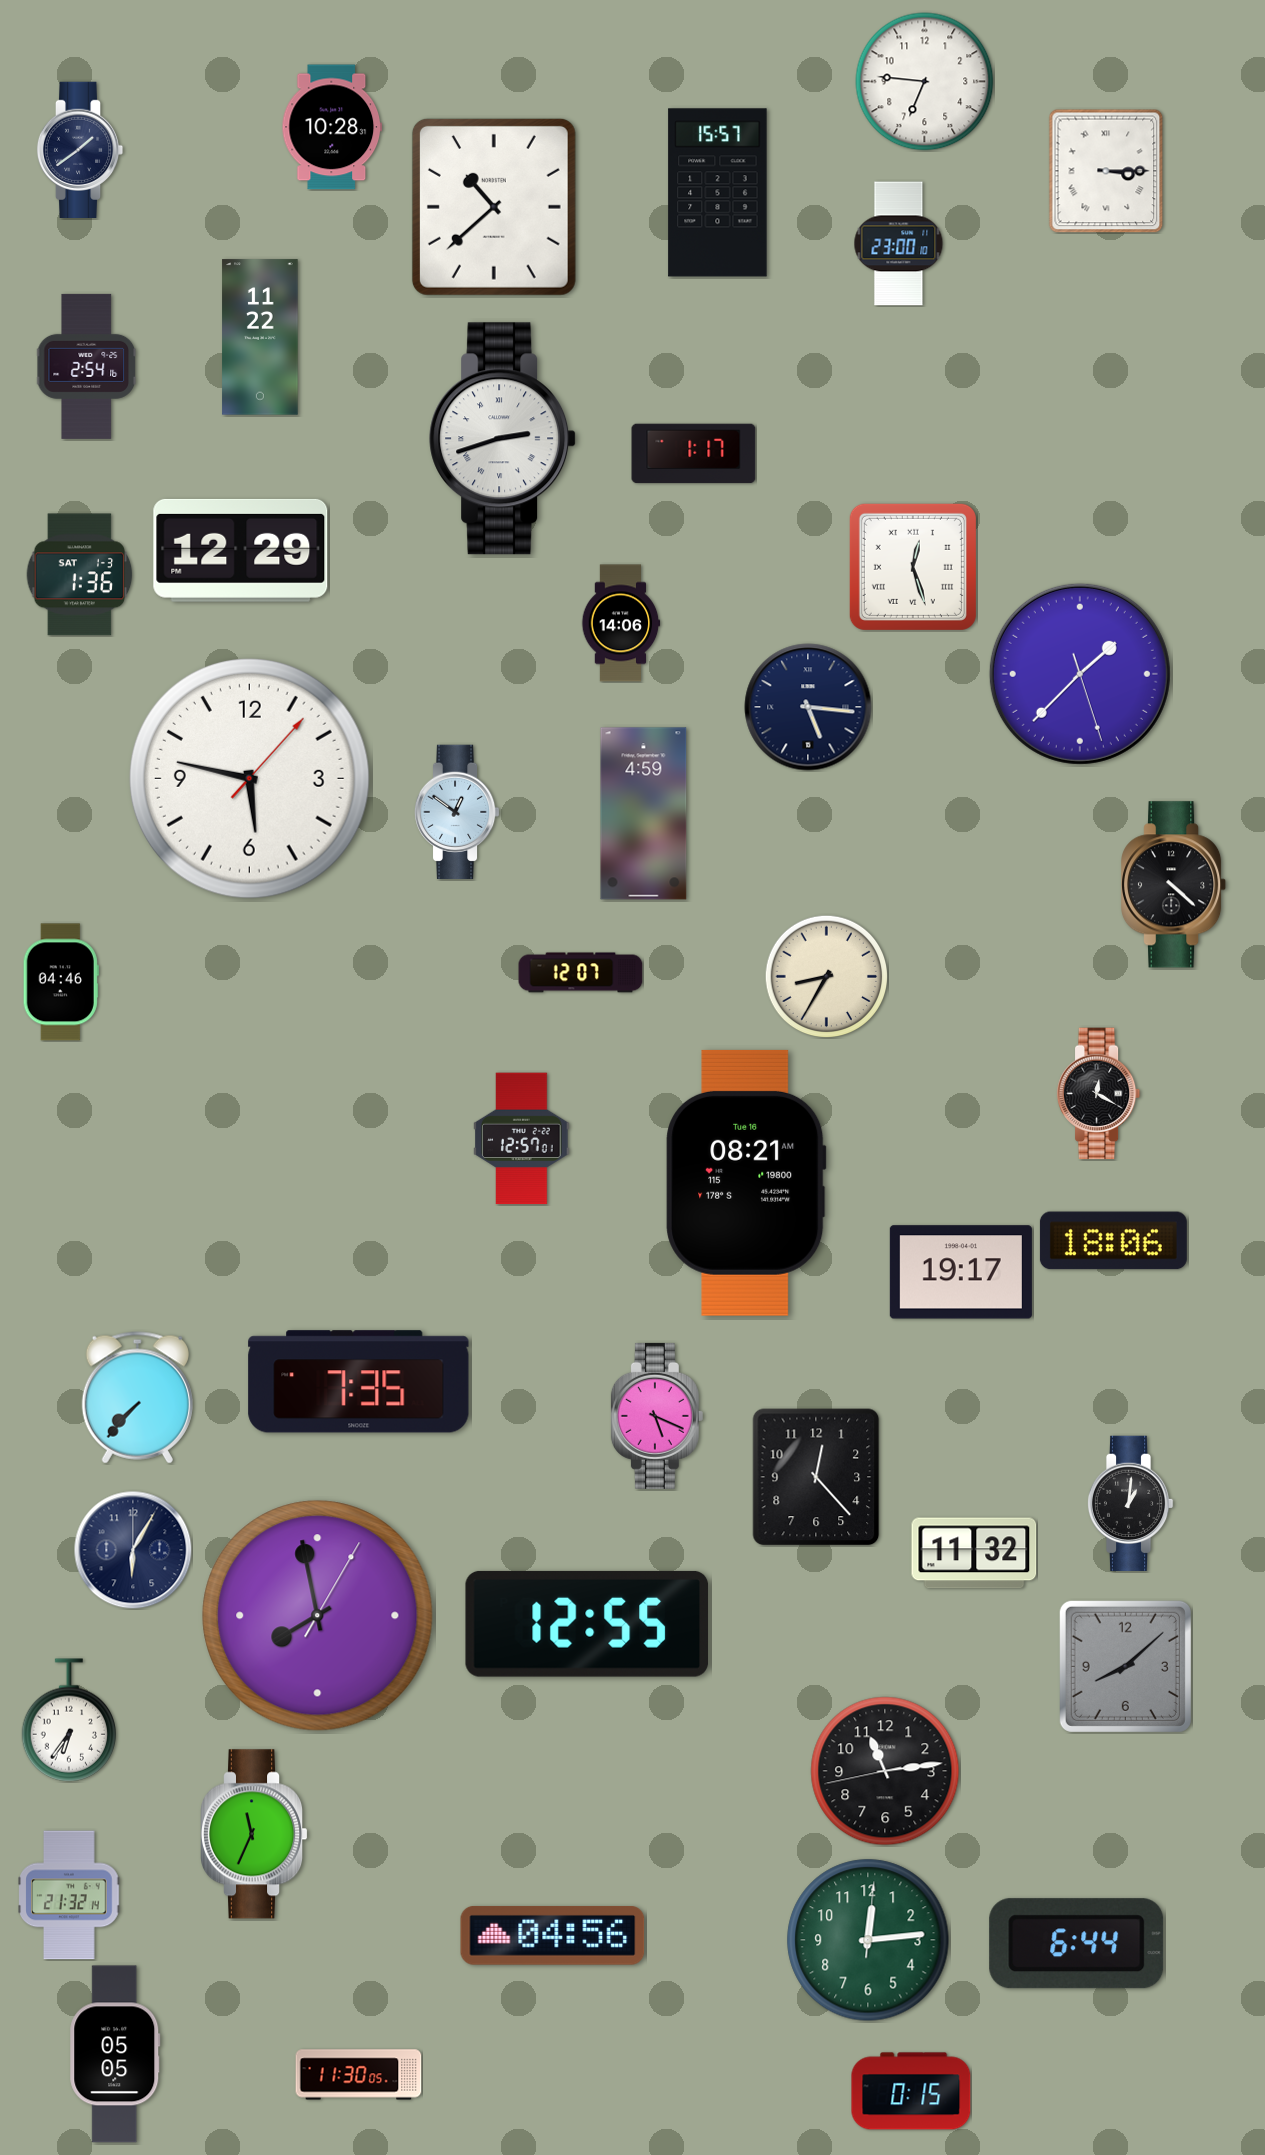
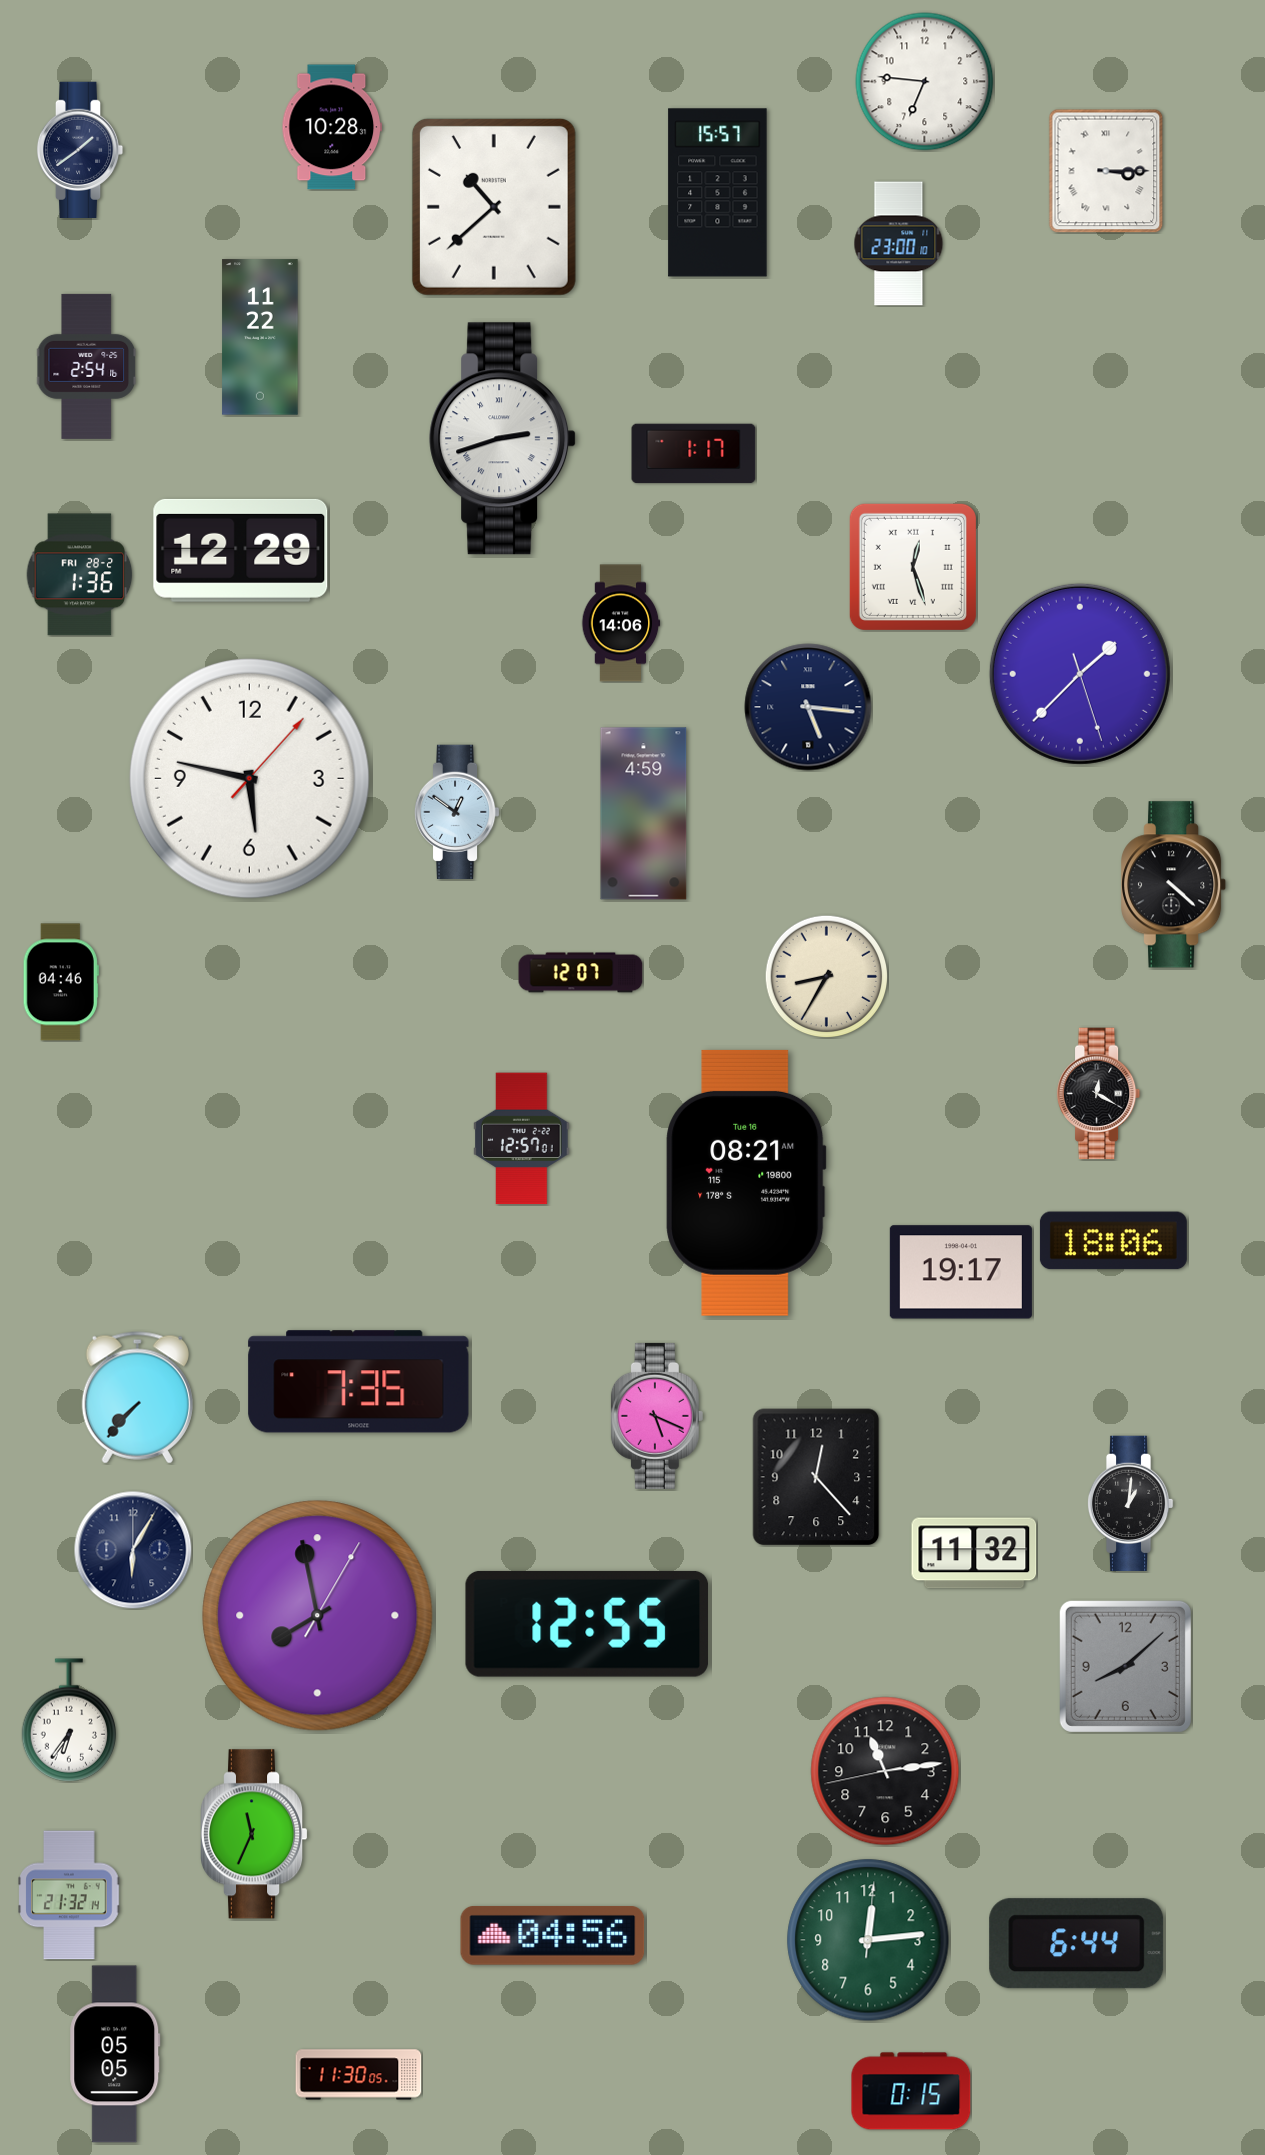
clock at (80, 575) date: SAT 1-3 -> FRI 28-2
